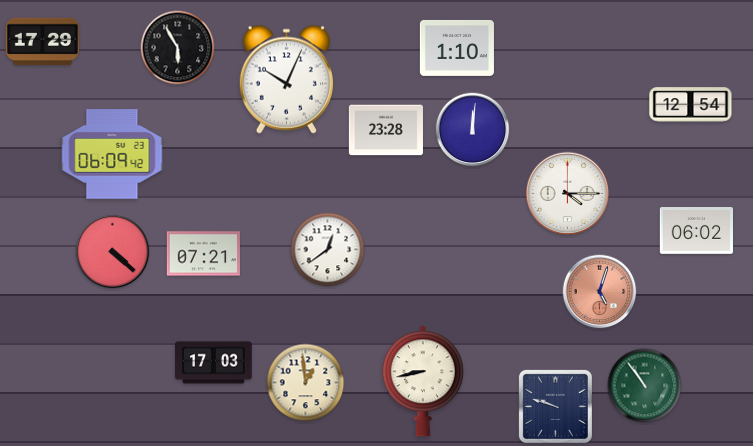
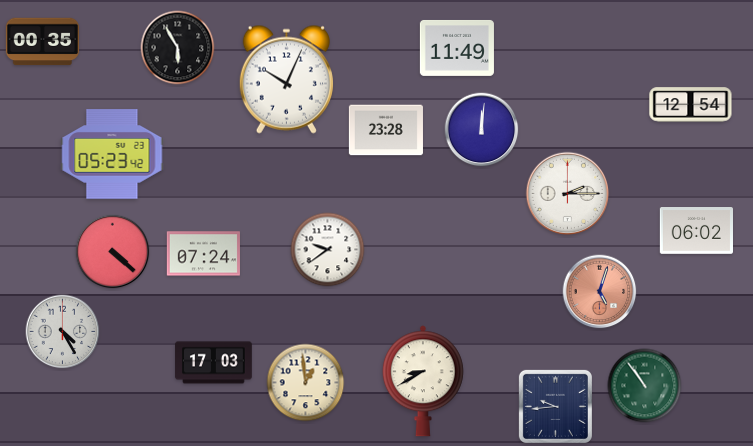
clock at (42, 42): 17:29 -> 00:35
clock at (457, 48): 1:10 -> 11:49
clock at (473, 130) position: (473, 130) -> (482, 130)
clock at (112, 154): 06:09 -> 05:23
clock at (568, 194): 4:15 -> 2:15
clock at (328, 250): 12:39 -> 9:39
clock at (203, 254): 07:21 -> 07:24
clock at (63, 332): none -> 4:25
clock at (423, 381): 8:43 -> 8:40
clock at (555, 406): 9:48 -> 9:44
